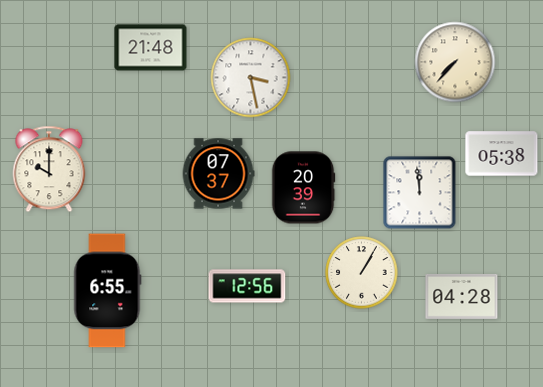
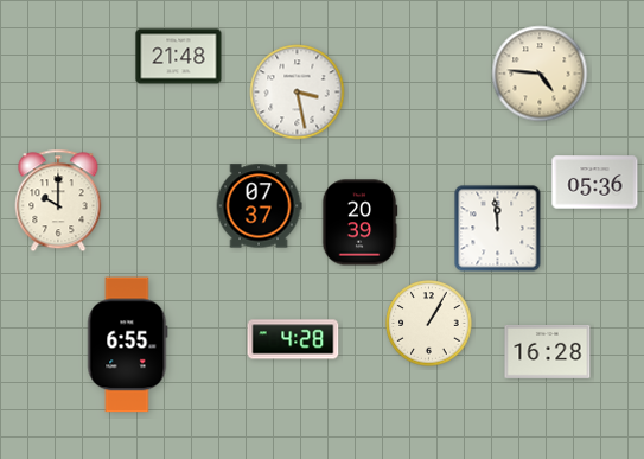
clock at (455, 62): 7:37 -> 4:46
clock at (502, 154): 05:38 -> 05:36
clock at (247, 286): 12:56 -> 4:28
clock at (462, 296): 04:28 -> 16:28
